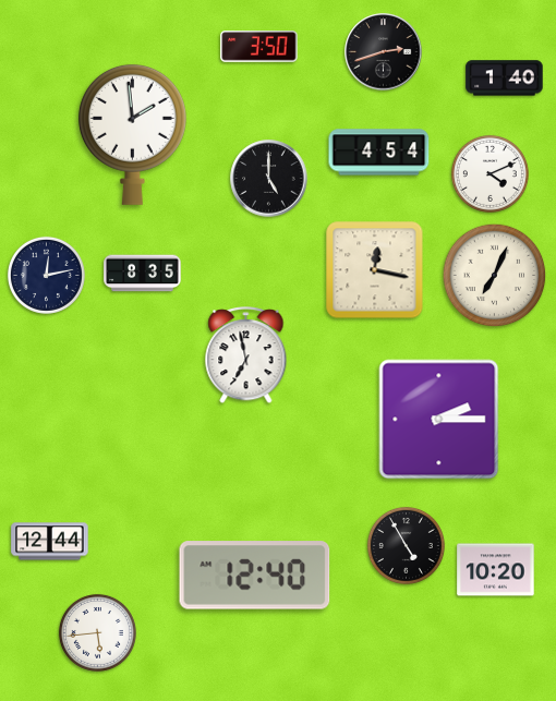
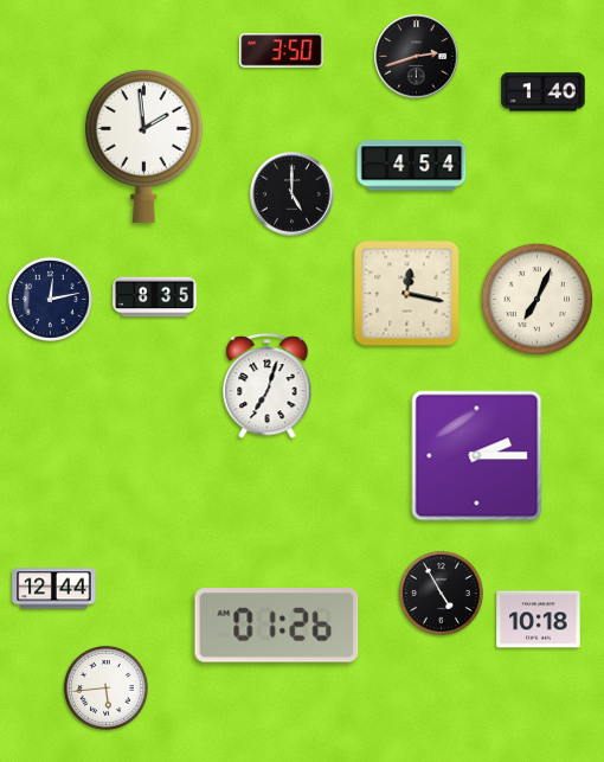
clock at (505, 78) position: (505, 78) -> (544, 92)
clock at (489, 173): 4:11 -> none
clock at (246, 355): 6:58 -> 7:03
clock at (496, 570): 10:20 -> 10:18
clock at (255, 576): 12:40 -> 01:26
